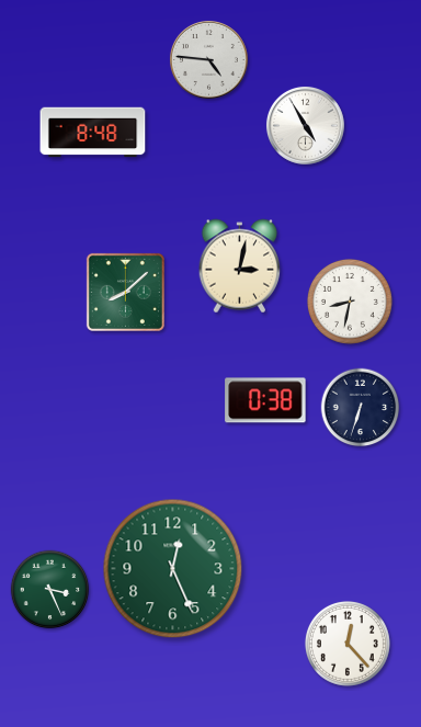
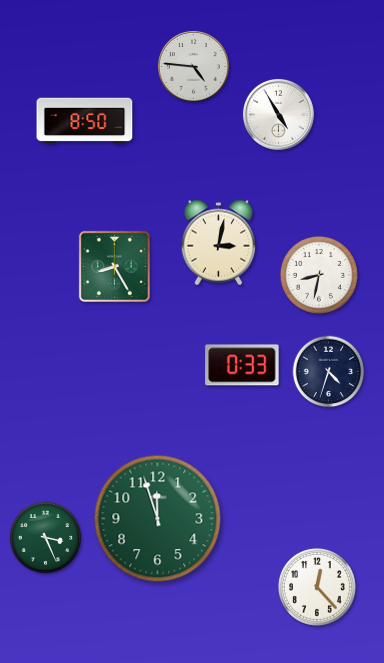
clock at (208, 59) position: (208, 59) -> (193, 66)
clock at (93, 133): 8:48 -> 8:50
clock at (125, 292): 8:08 -> 8:25
clock at (265, 400): 0:38 -> 0:33
clock at (361, 408): 6:33 -> 4:33
clock at (173, 569): 12:26 -> 11:57
